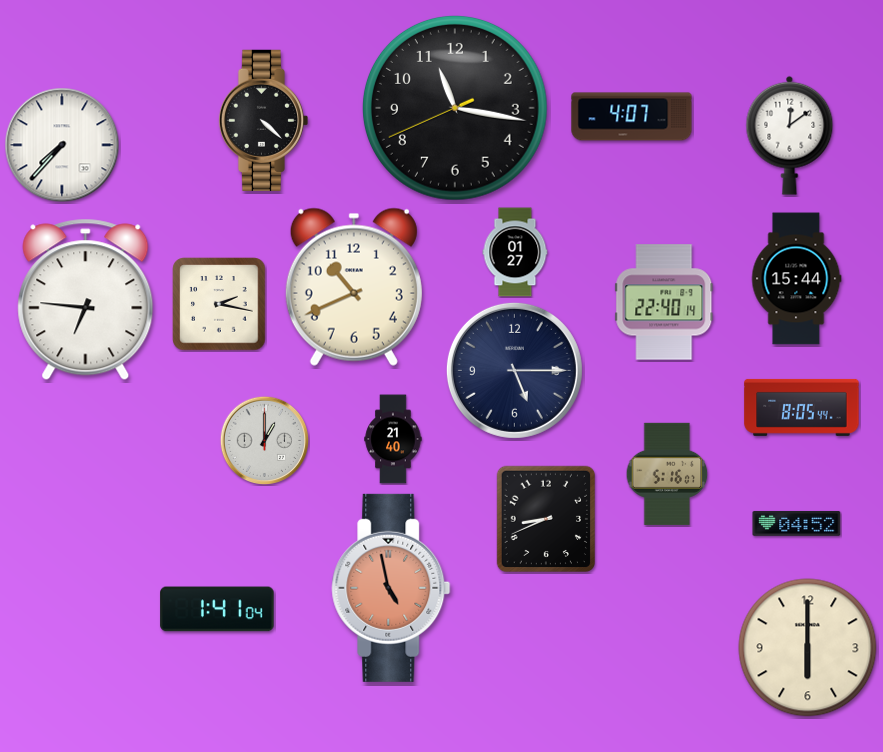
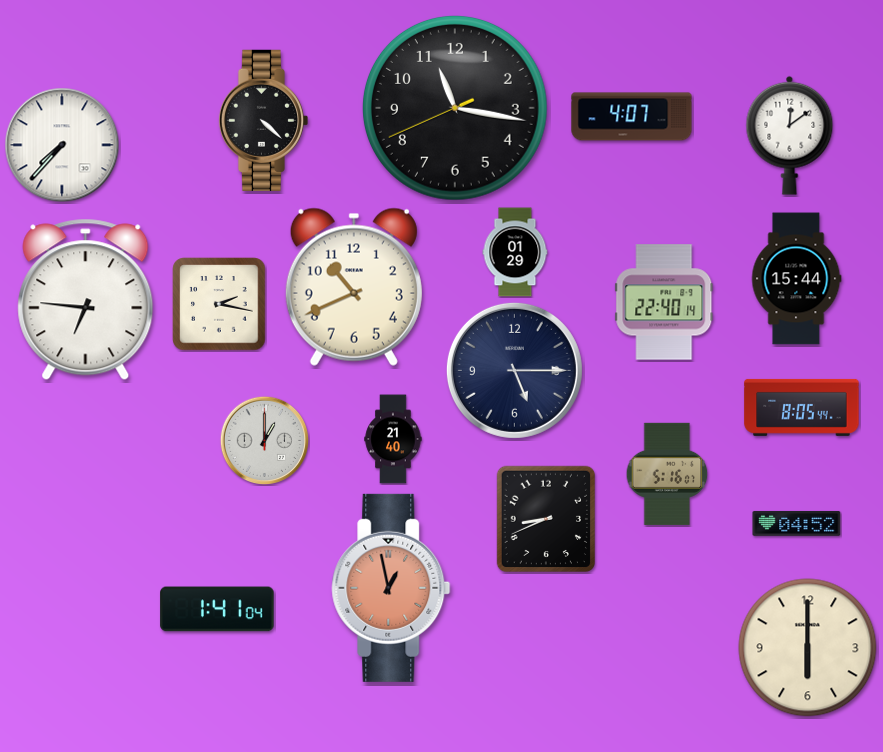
clock at (515, 252): 01:27 -> 01:29
clock at (391, 588): 4:58 -> 12:58
